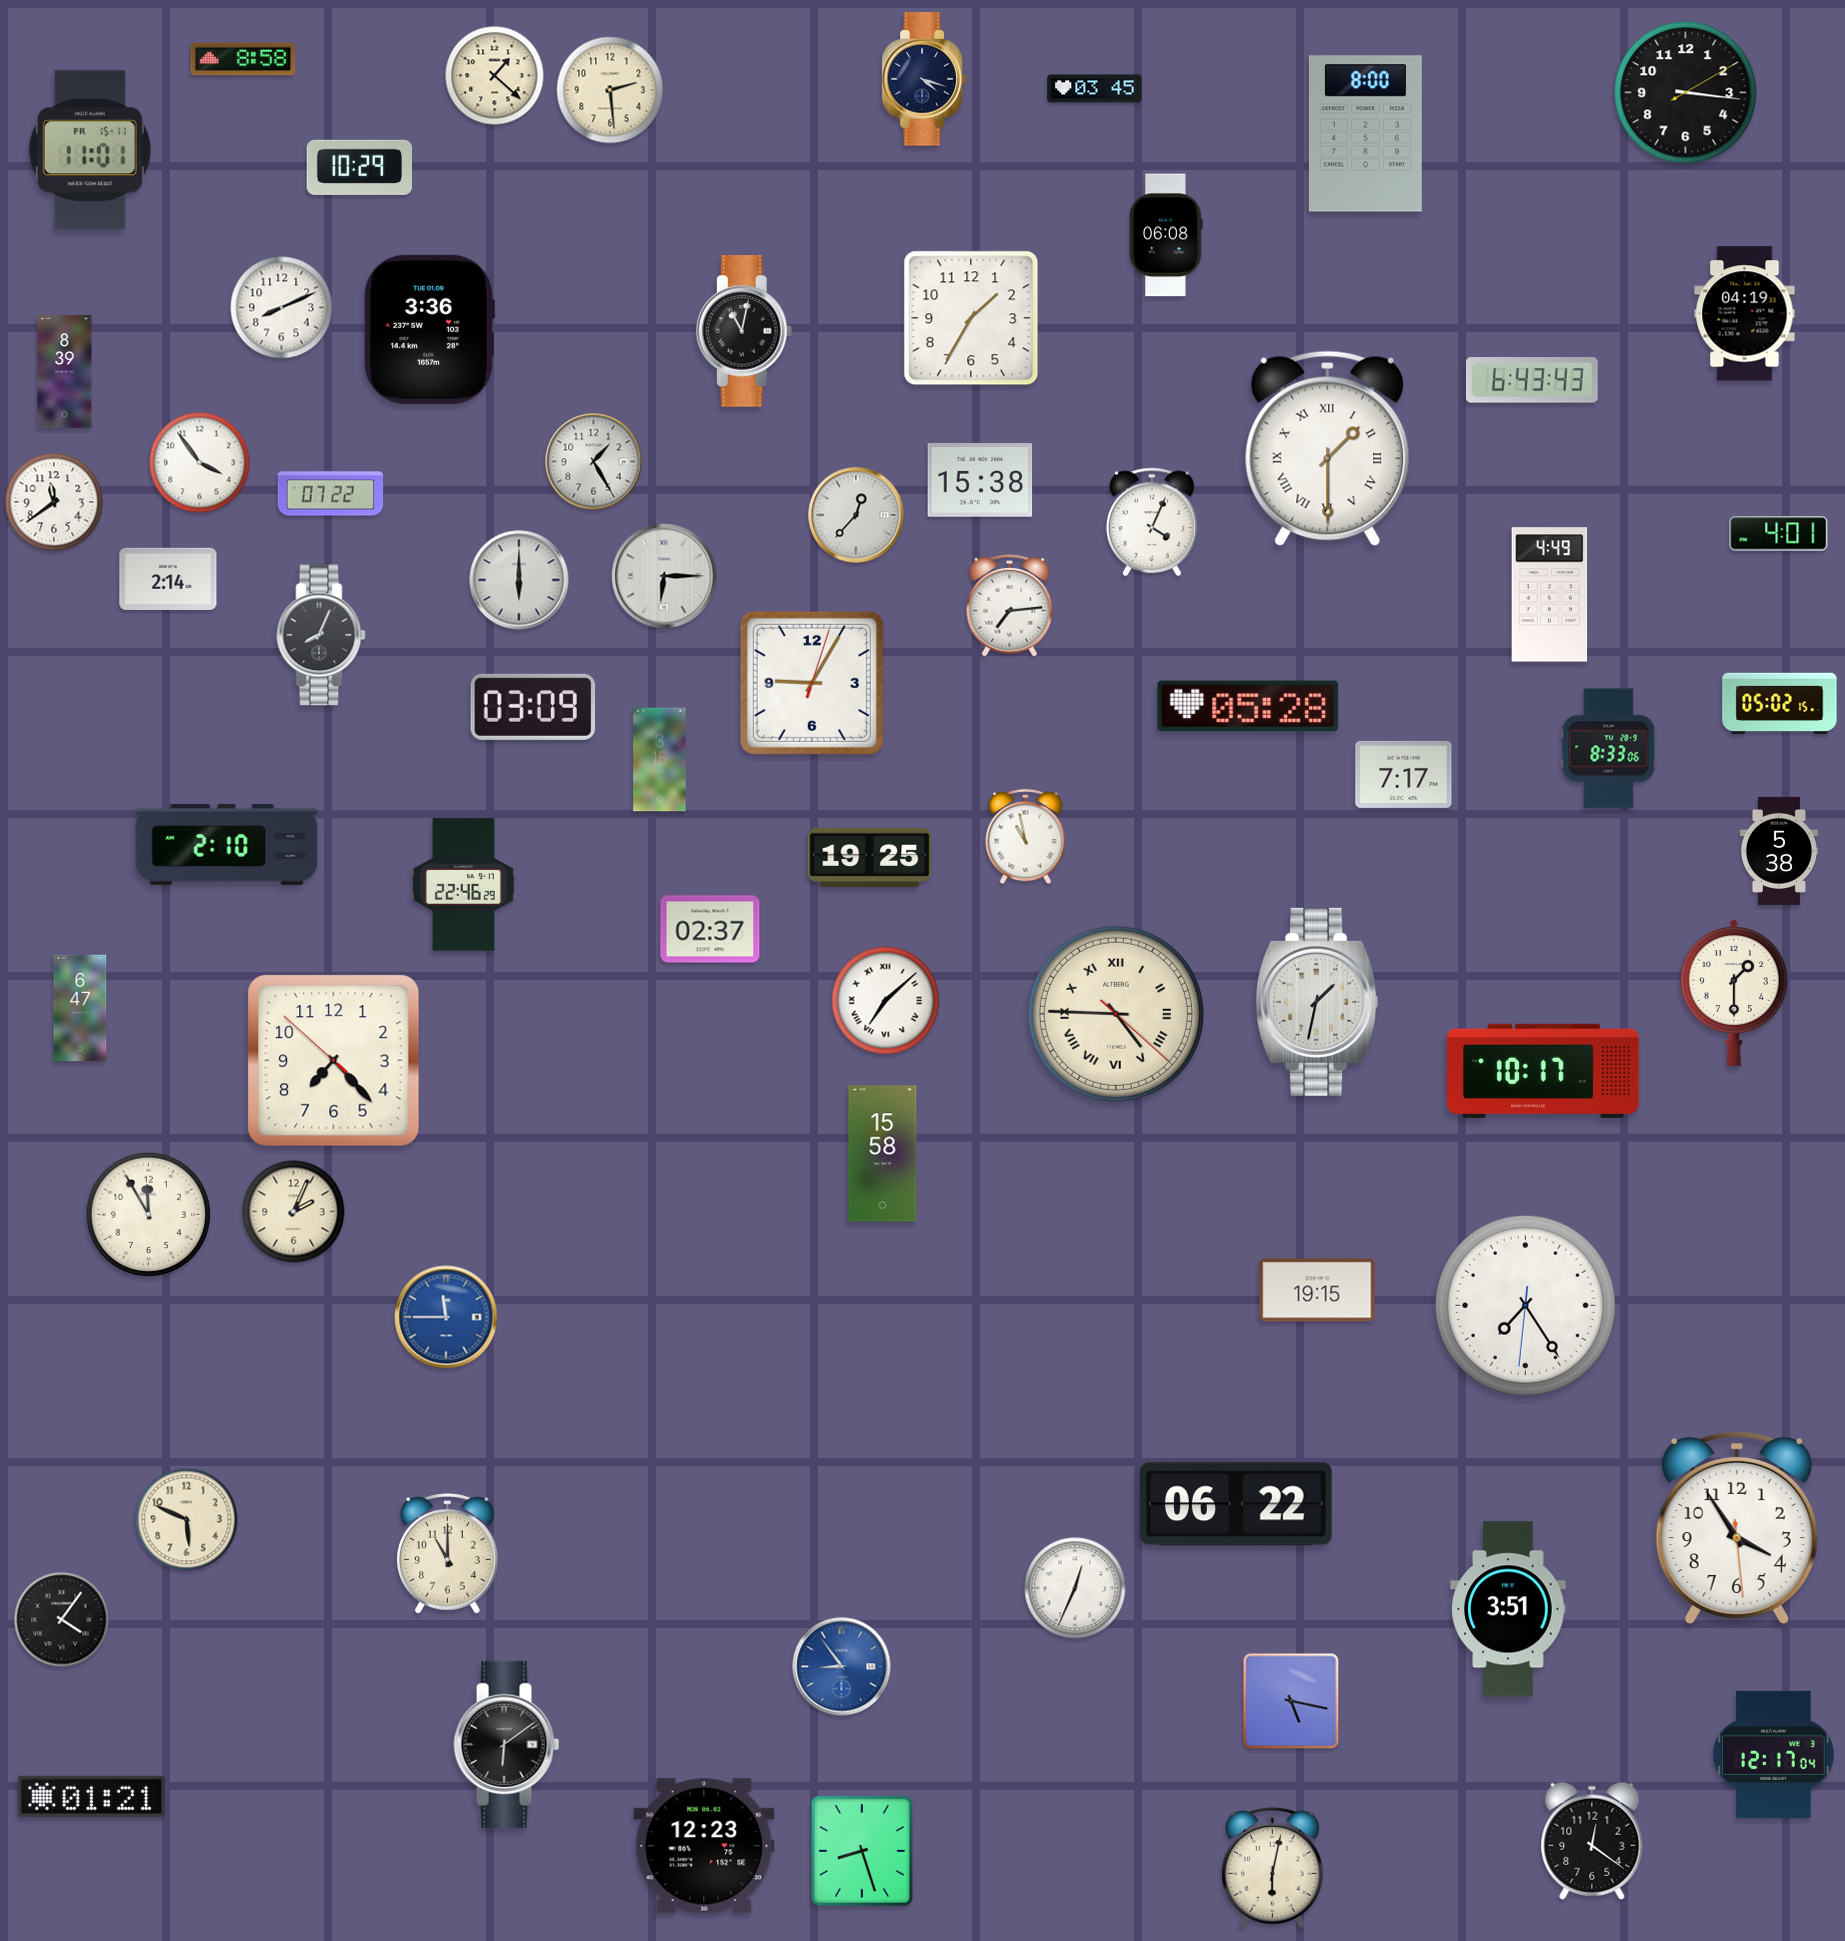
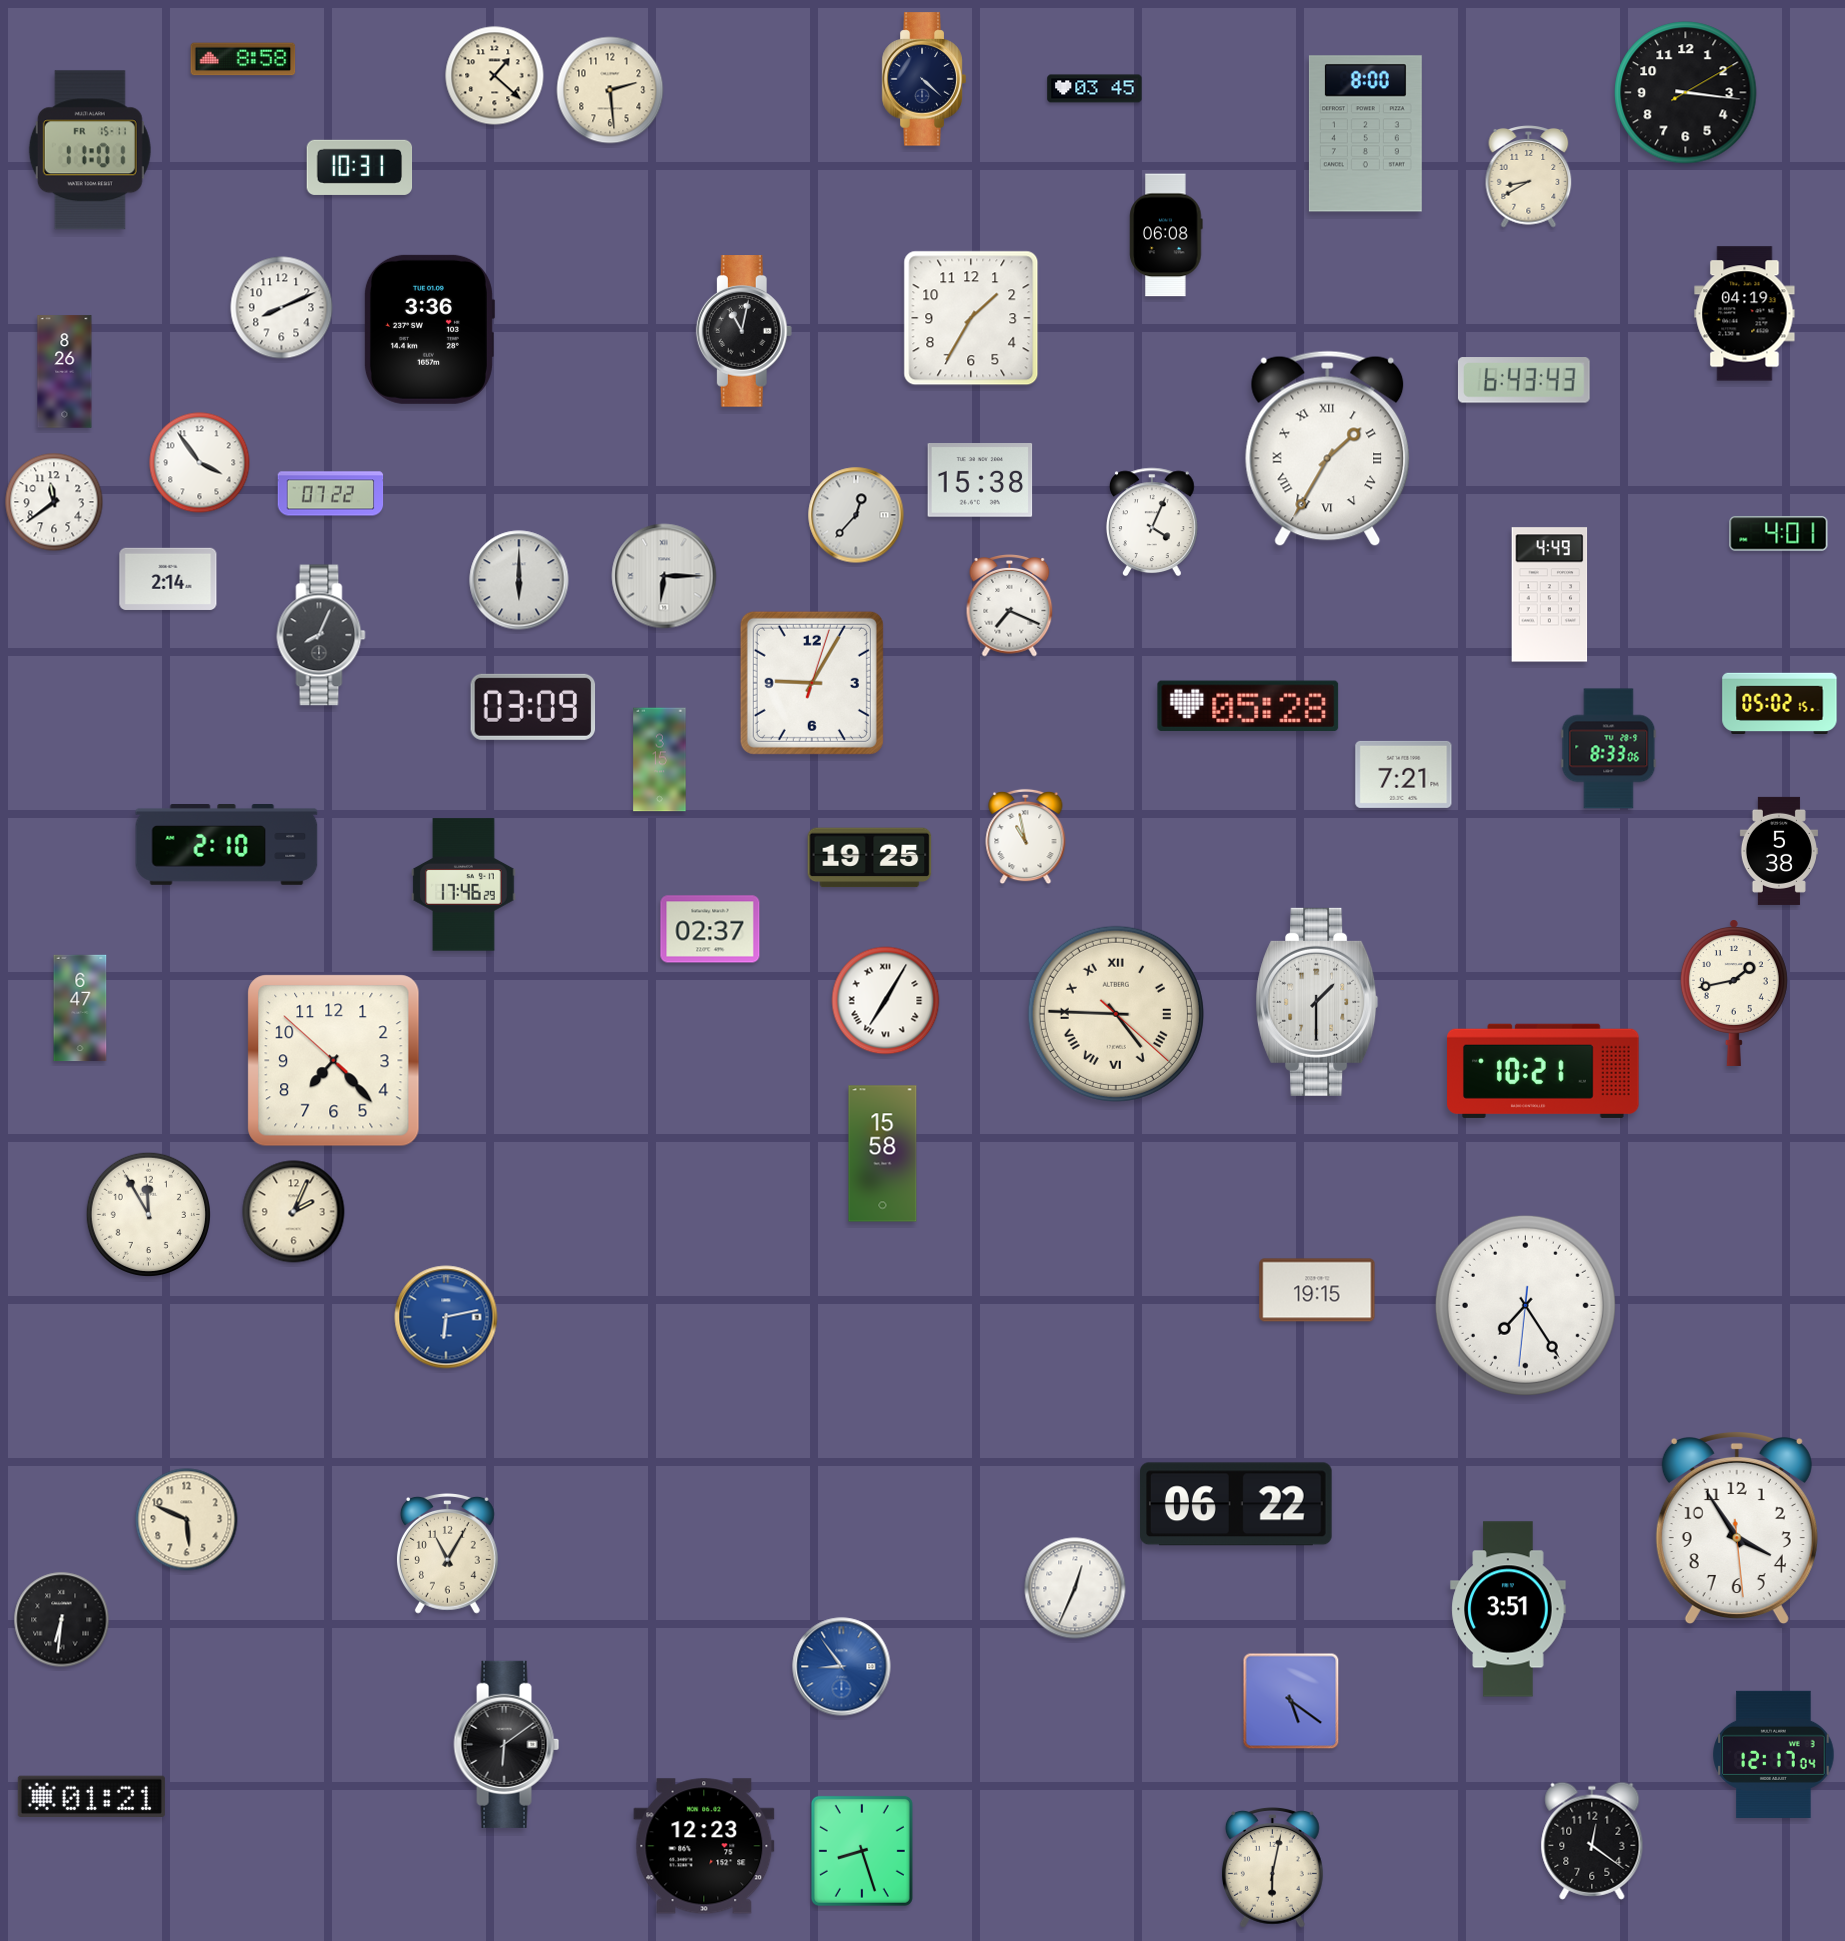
clock at (924, 79): 4:18 -> 4:22
clock at (360, 167): 10:29 -> 10:31
clock at (1529, 177): none -> 8:40
clock at (65, 372): 8:39 -> 8:26
clock at (1532, 380) position: (1532, 380) -> (1524, 380)
clock at (1328, 449): 1:30 -> 1:35
clock at (594, 462): 1:25 -> none
clock at (1010, 606): 7:14 -> 7:19
clock at (1404, 774): 7:17 -> 7:21
clock at (464, 885): 22:46 -> 17:46
clock at (1734, 993): 1:30 -> 1:43
clock at (886, 1001): 7:08 -> 7:05
clock at (1317, 1002): 1:32 -> 1:30
clock at (1544, 1071): 10:17 -> 10:21
clock at (446, 1317): 11:45 -> 6:13
clock at (447, 1554): 11:00 -> 11:05
clock at (62, 1620): 4:06 -> 6:31
clock at (1291, 1701): 5:17 -> 5:21
